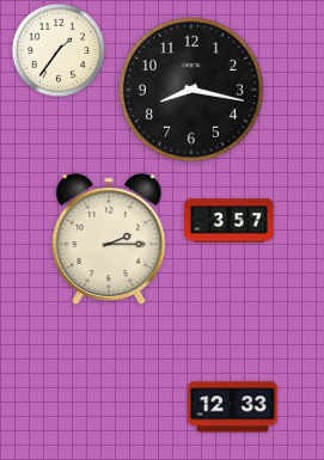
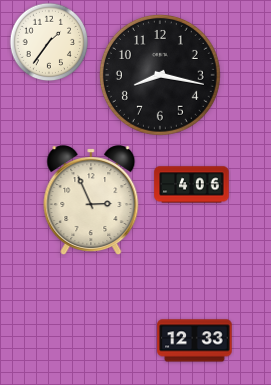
clock at (230, 221): 3:57 -> 4:06
clock at (109, 239): 2:15 -> 2:56
